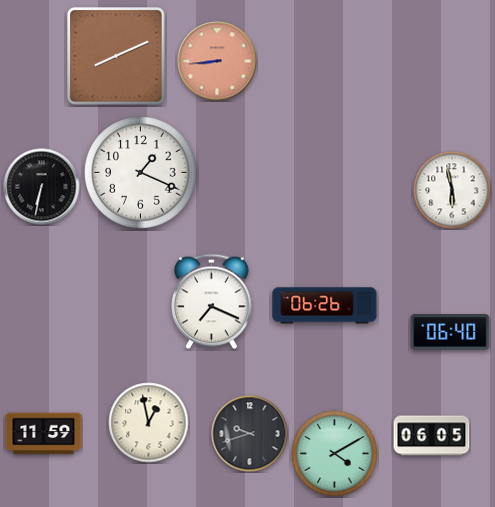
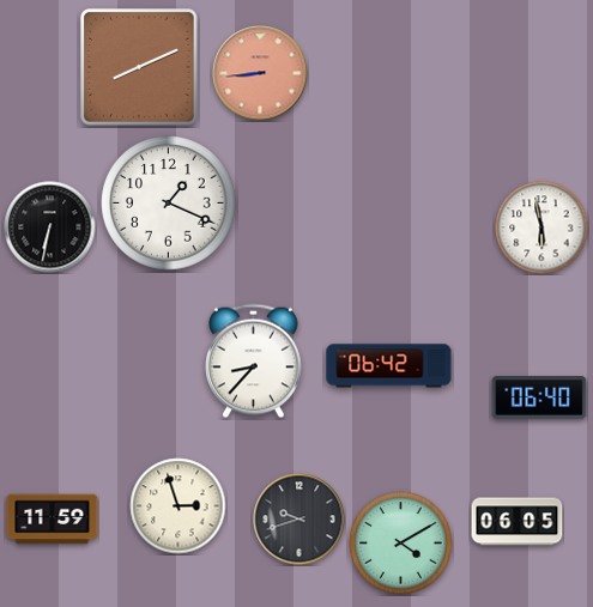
clock at (141, 173) position: (141, 173) -> (169, 204)
clock at (42, 187) position: (42, 187) -> (50, 227)
clock at (212, 302): 7:19 -> 8:37
clock at (325, 306): 06:26 -> 06:42
clock at (149, 423): 12:58 -> 2:57
